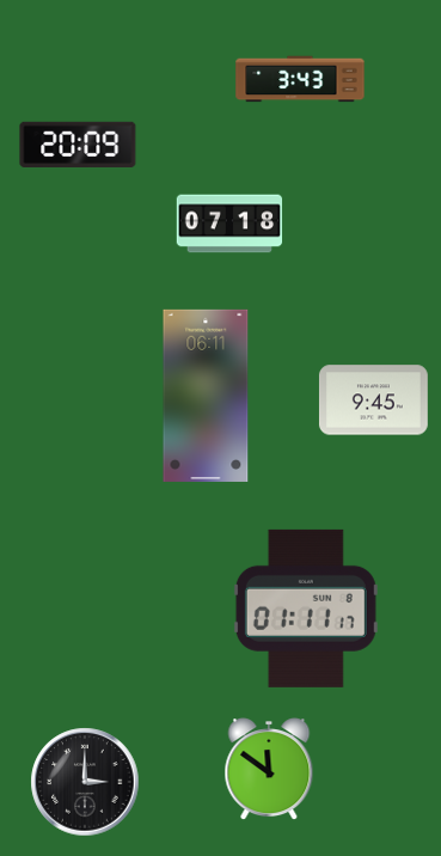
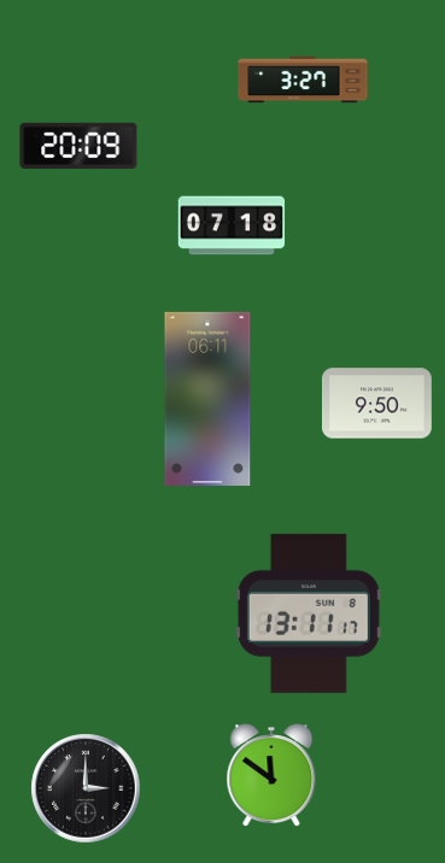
clock at (300, 79): 3:43 -> 3:27
clock at (373, 401): 9:45 -> 9:50
clock at (306, 609): 01:11 -> 13:11
